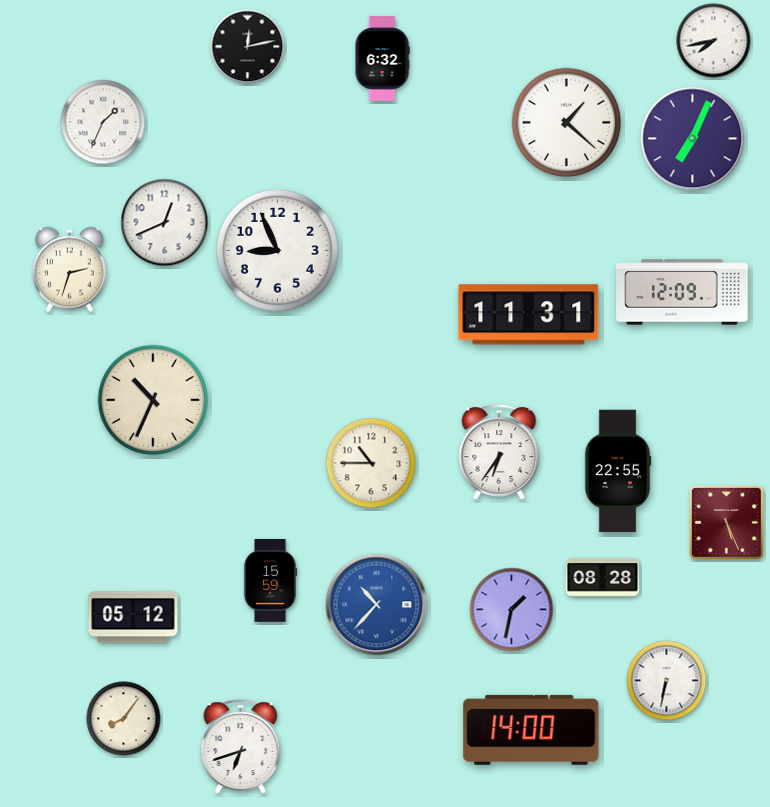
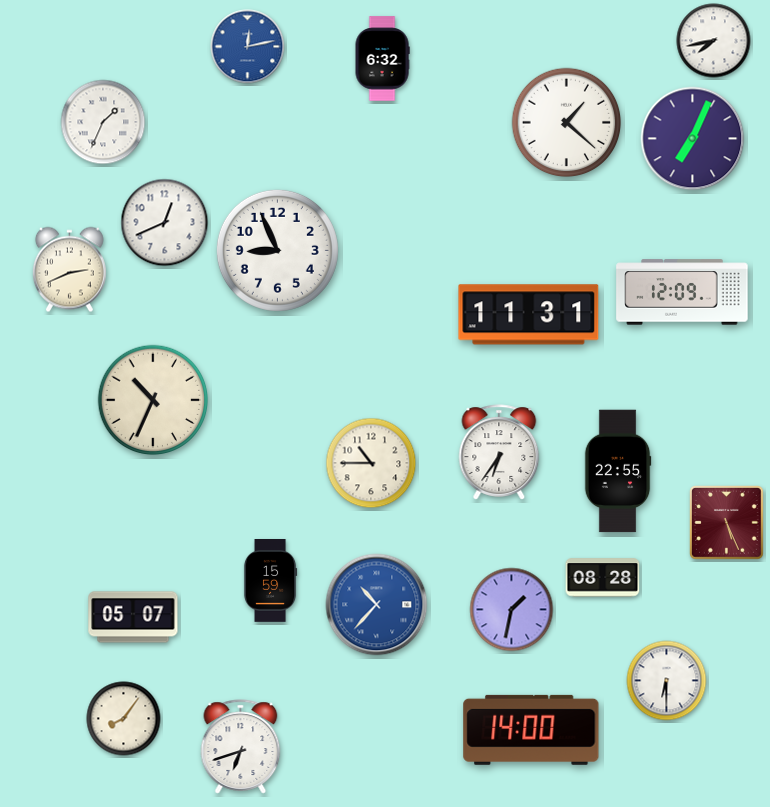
clock at (248, 47) dial: black -> blue
clock at (69, 270): 2:33 -> 2:41
clock at (133, 617): 05:12 -> 05:07
clock at (667, 681): 6:32 -> 6:30
